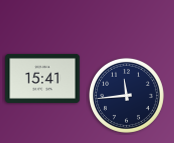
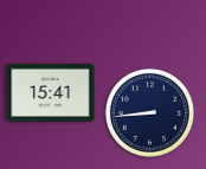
clock at (126, 95): 11:44 -> 8:44
